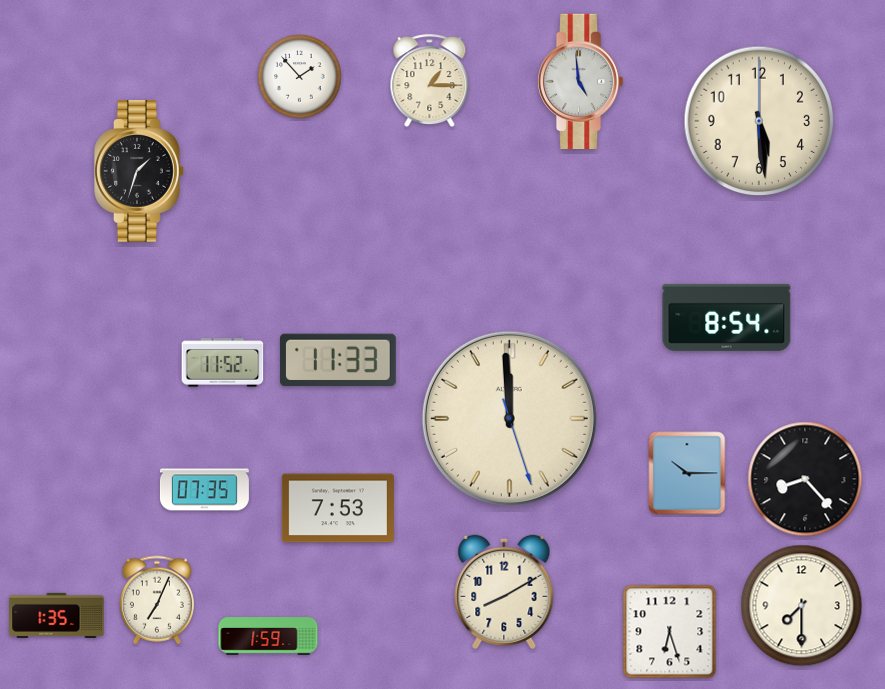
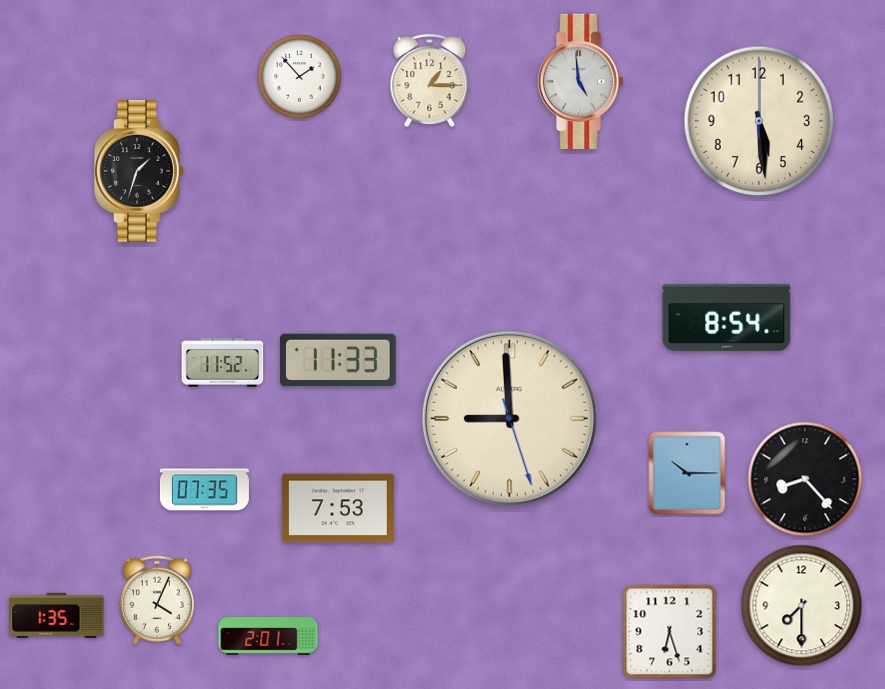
clock at (509, 418): 11:59 -> 8:59
clock at (504, 592): 8:10 -> none
clock at (157, 600): 7:04 -> 4:04
clock at (268, 636): 1:59 -> 2:01
